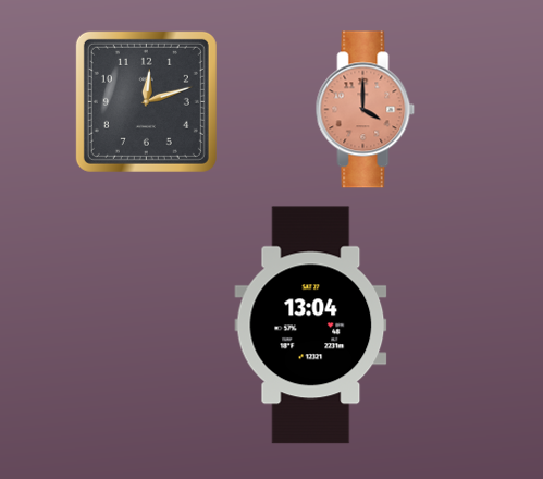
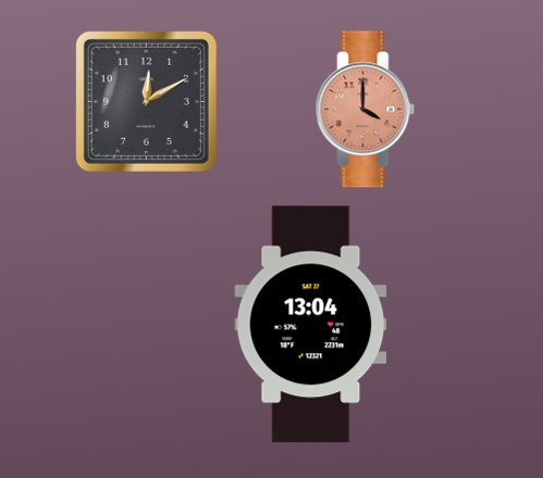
clock at (146, 101): 12:12 -> 12:10
